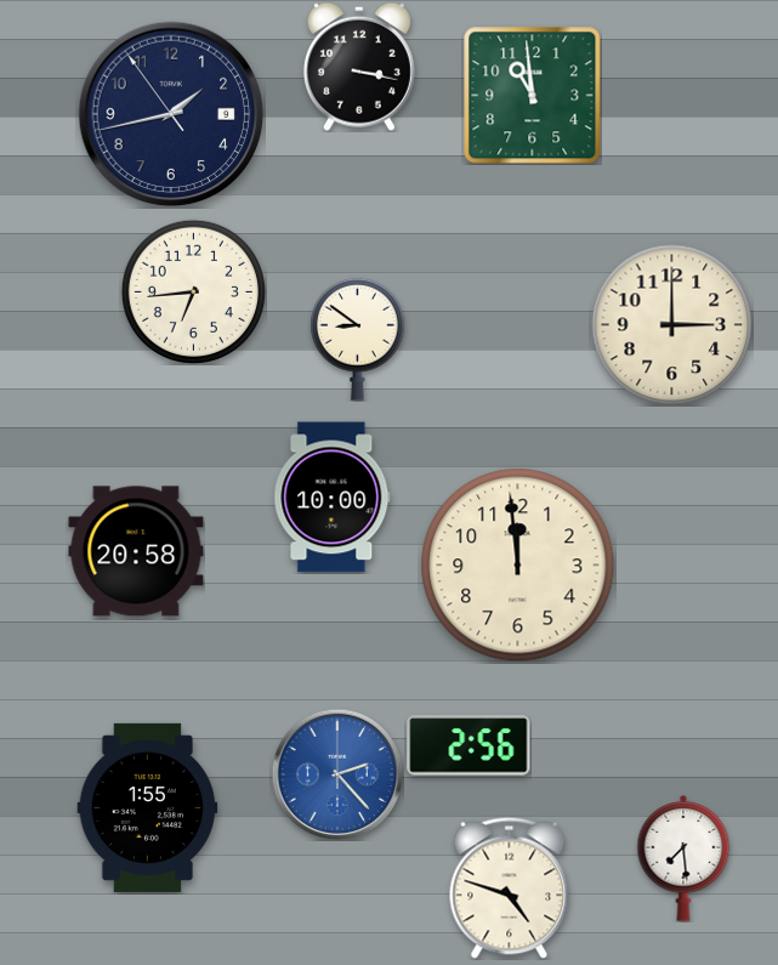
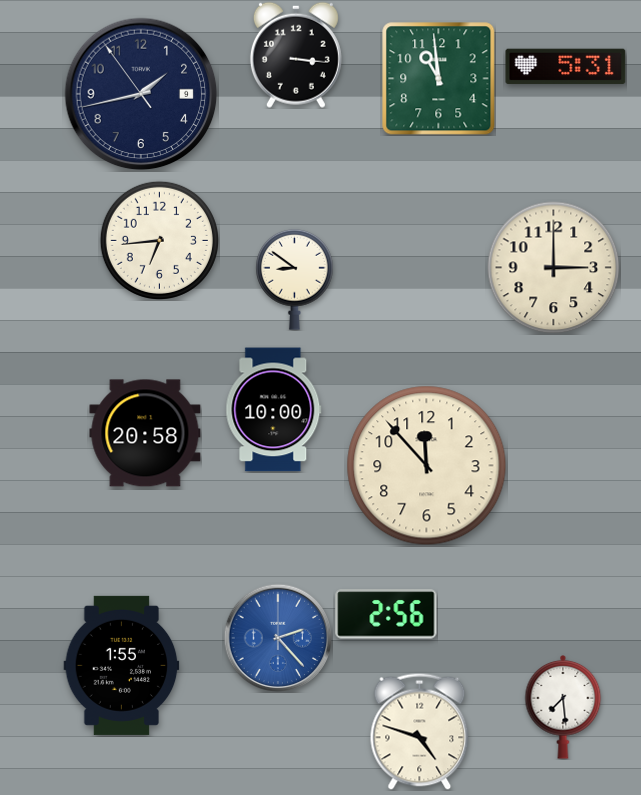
clock at (359, 67): 3:17 -> 3:16
clock at (566, 67): none -> 5:31
clock at (136, 551) position: (136, 551) -> (145, 433)
clock at (518, 566): 11:59 -> 11:53
